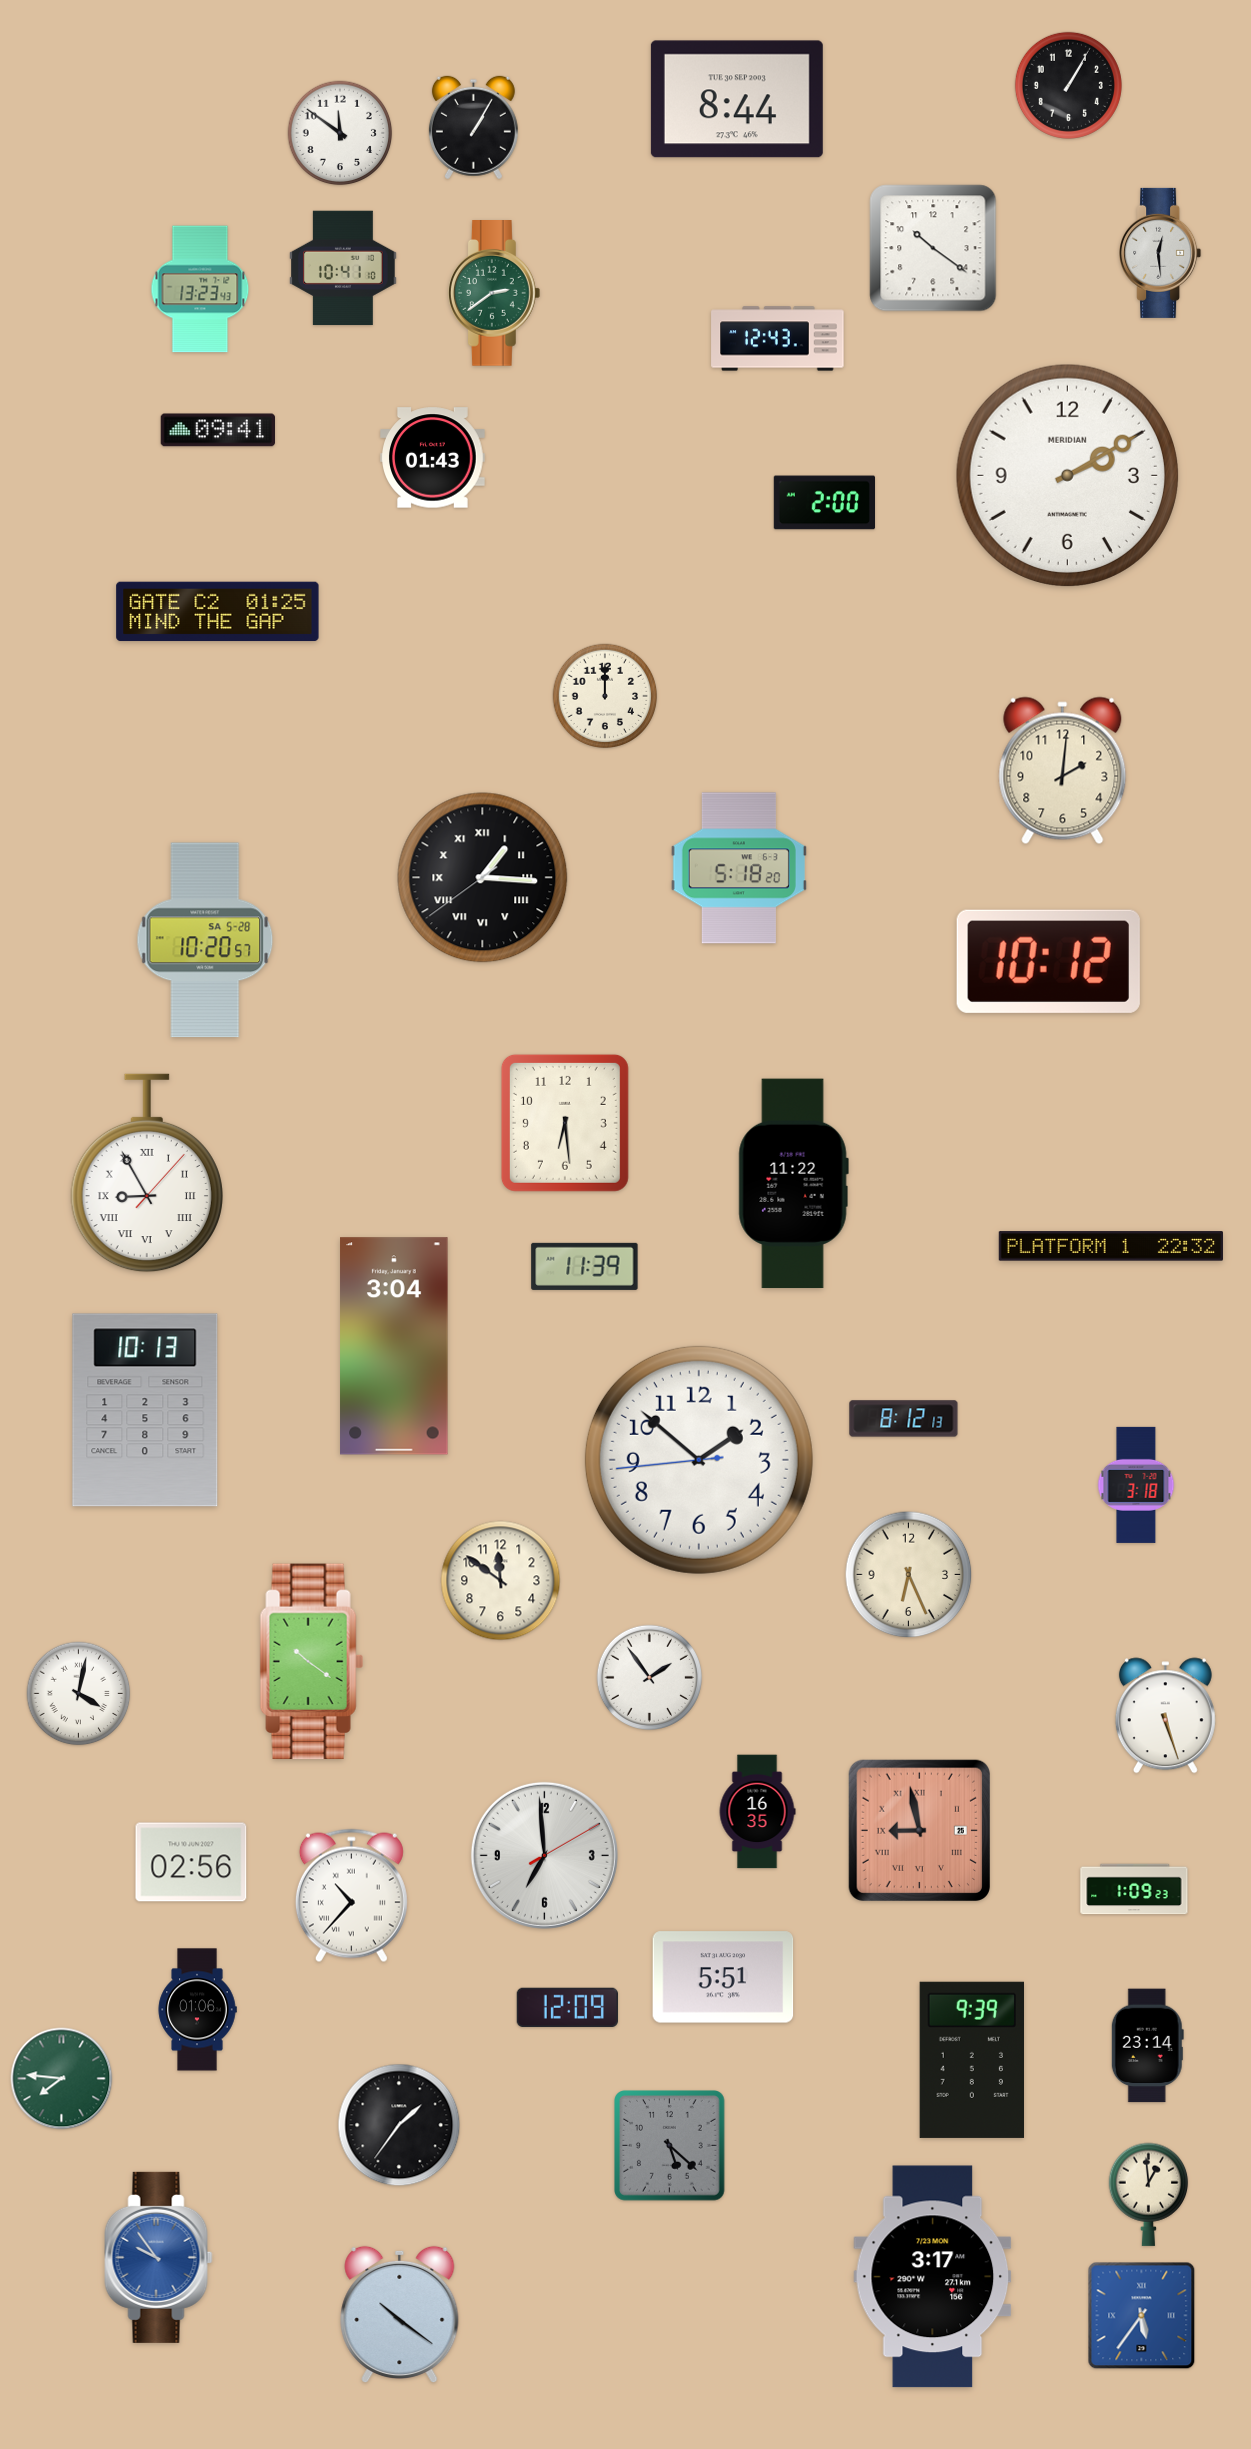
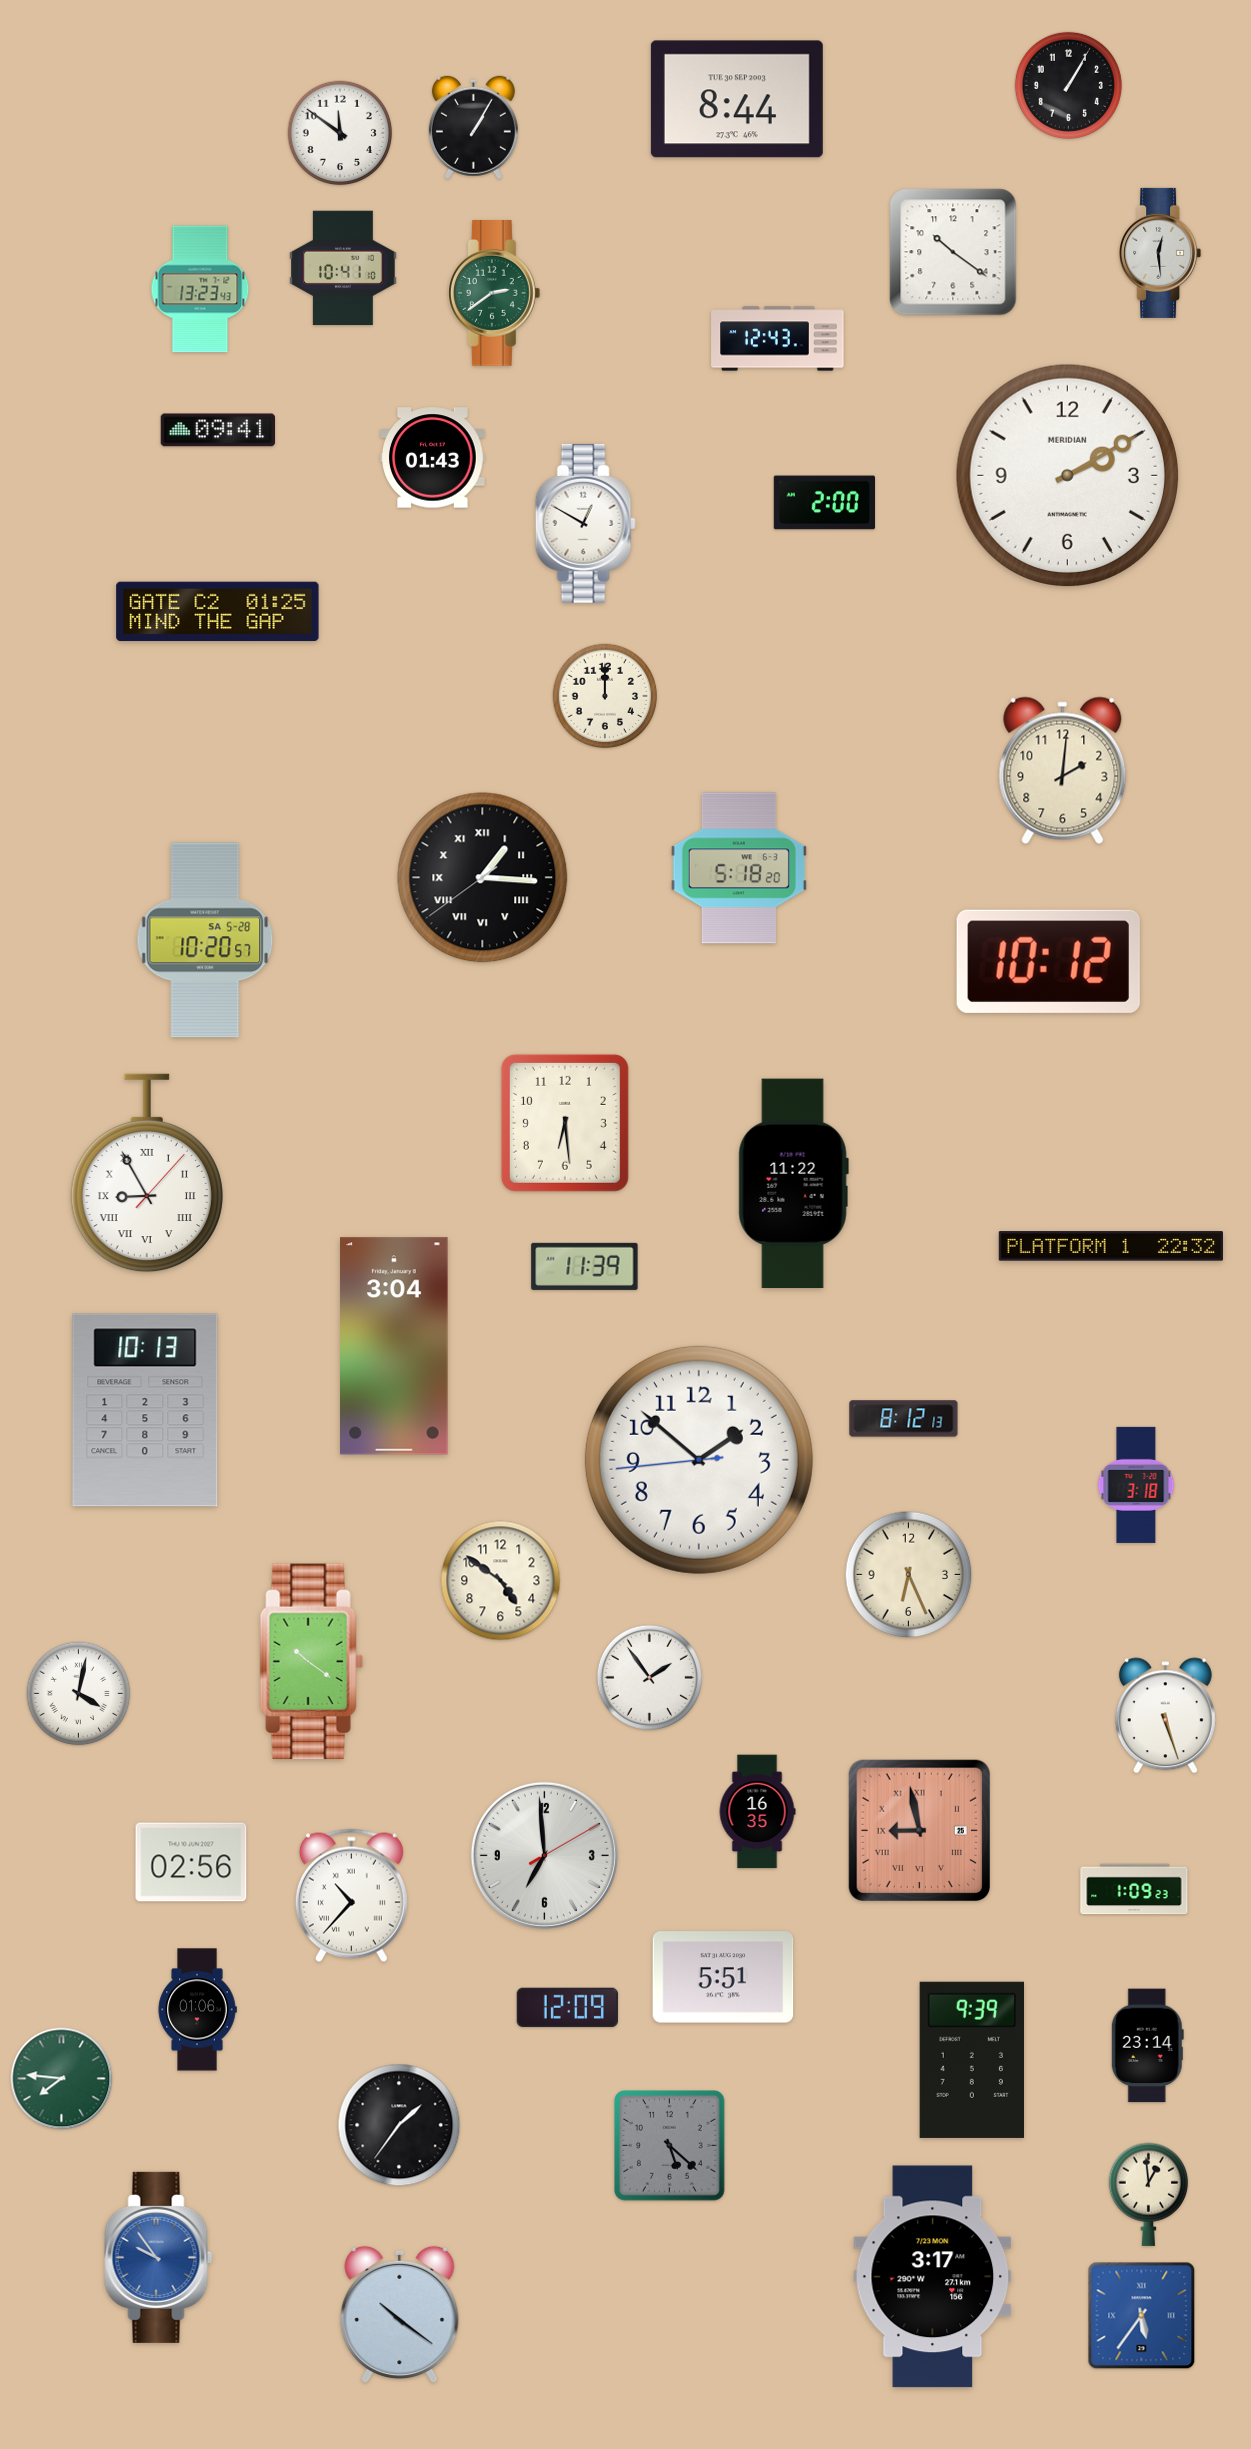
clock at (933, 248) position: (933, 248) -> (953, 252)
clock at (585, 523): none -> 12:50
clock at (501, 1581): 11:51 -> 4:51
